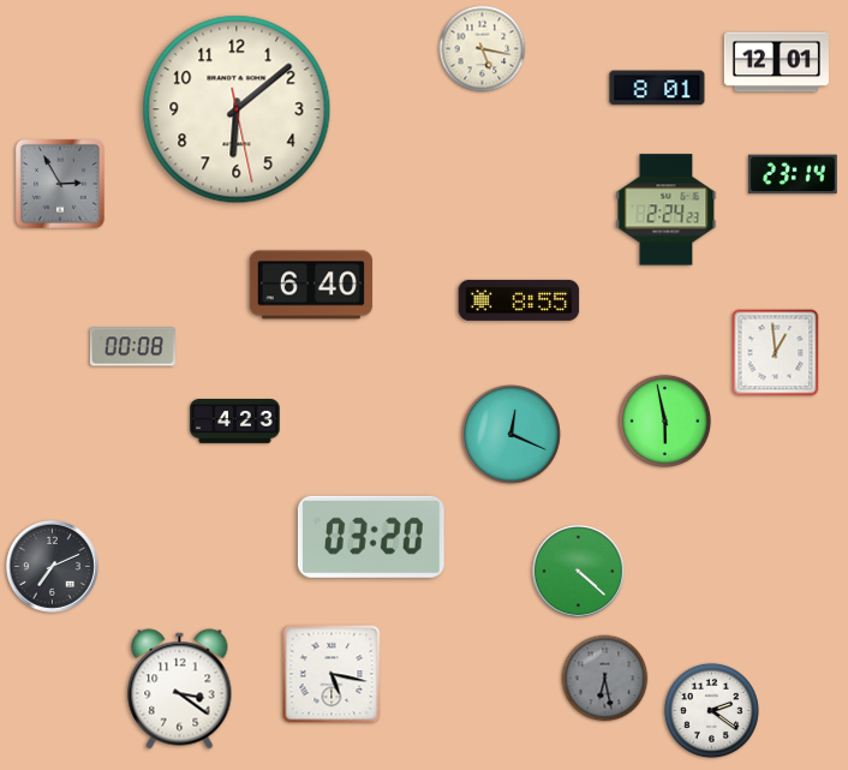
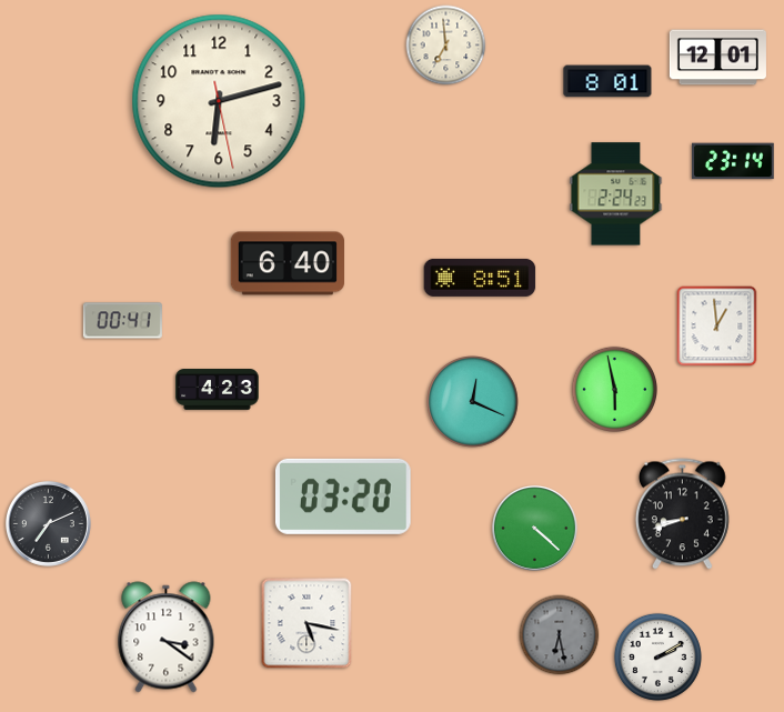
clock at (483, 49): 5:17 -> 6:59
clock at (237, 109): 6:08 -> 6:12
clock at (60, 184): 2:55 -> none
clock at (519, 300): 8:55 -> 8:51
clock at (132, 347): 00:08 -> 00:41
clock at (682, 514): none -> 8:42
clock at (605, 679) position: (605, 679) -> (560, 635)
clock at (711, 710): 2:21 -> 2:10
